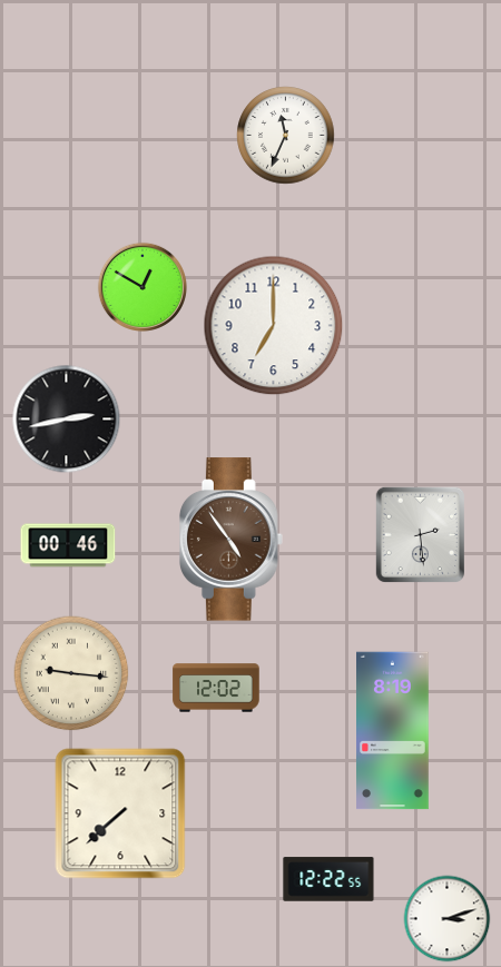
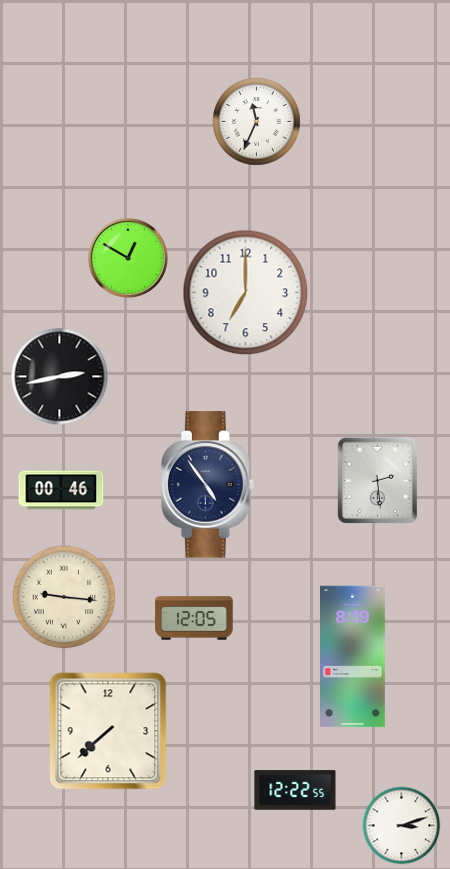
clock at (230, 540) dial: brown -> navy
clock at (71, 673) position: (71, 673) -> (64, 597)
clock at (216, 688): 12:02 -> 12:05
